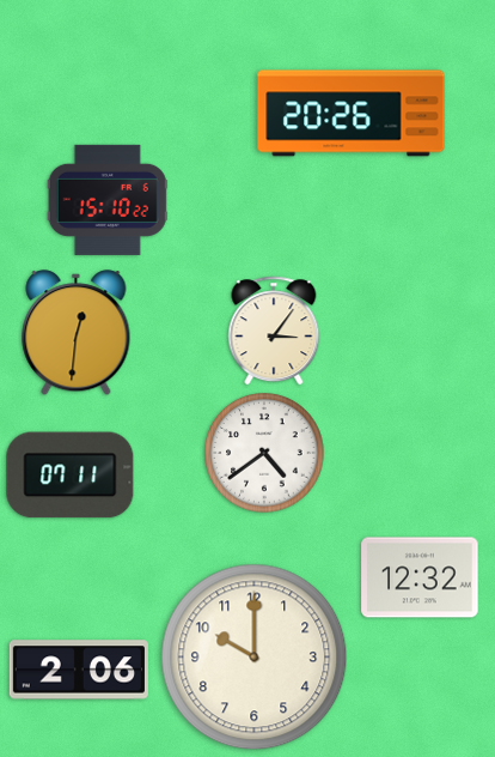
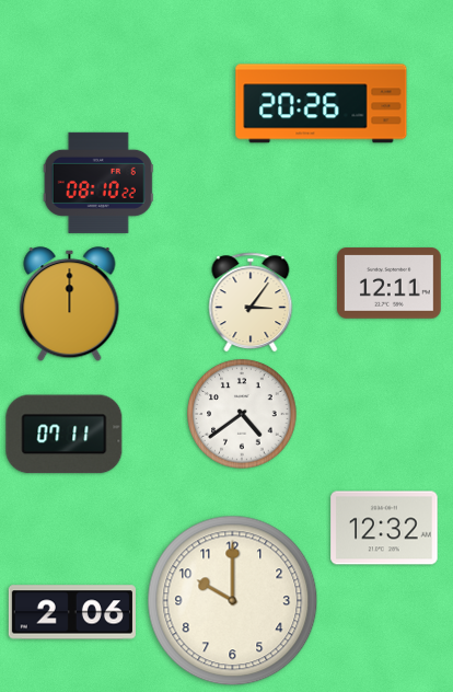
clock at (108, 200): 15:10 -> 08:10
clock at (390, 284): none -> 12:11
clock at (77, 333): 12:31 -> 12:00
